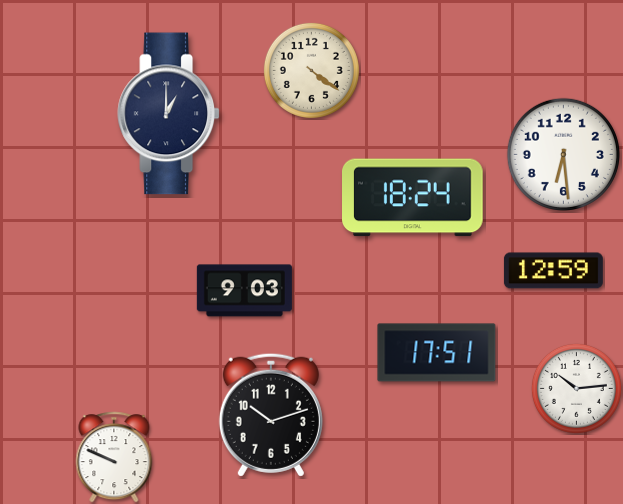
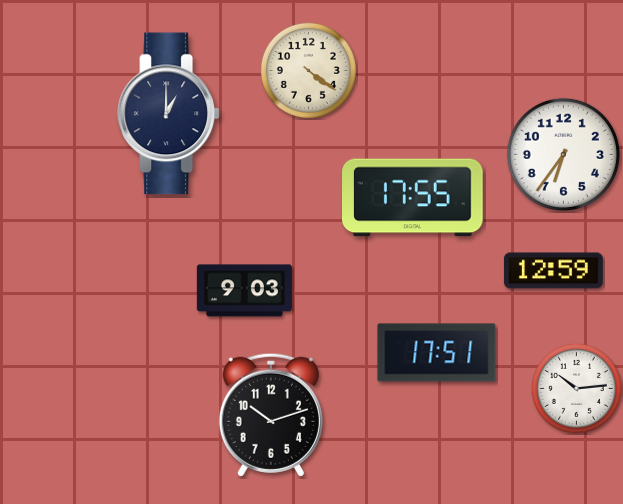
clock at (311, 70) position: (311, 70) -> (308, 70)
clock at (563, 154): 6:29 -> 6:36
clock at (413, 198): 18:24 -> 17:55
clock at (114, 457): 9:49 -> none
